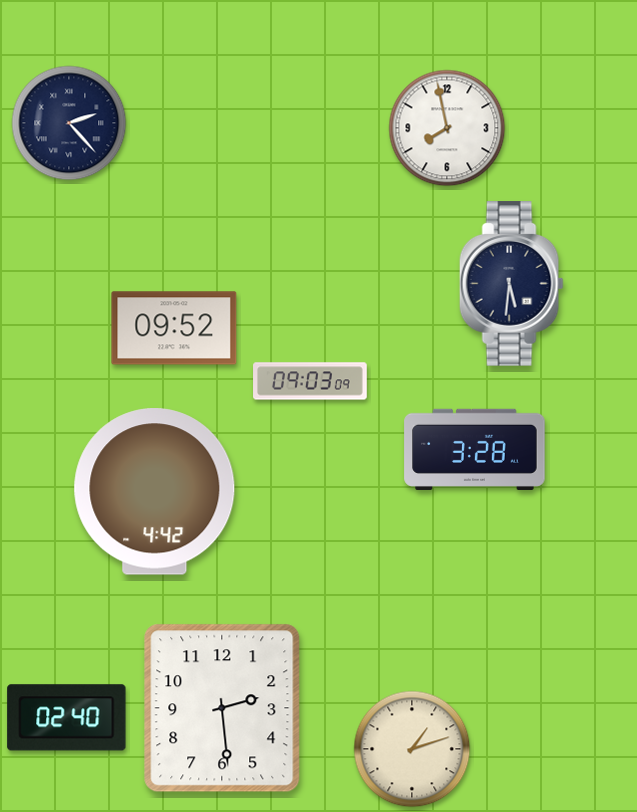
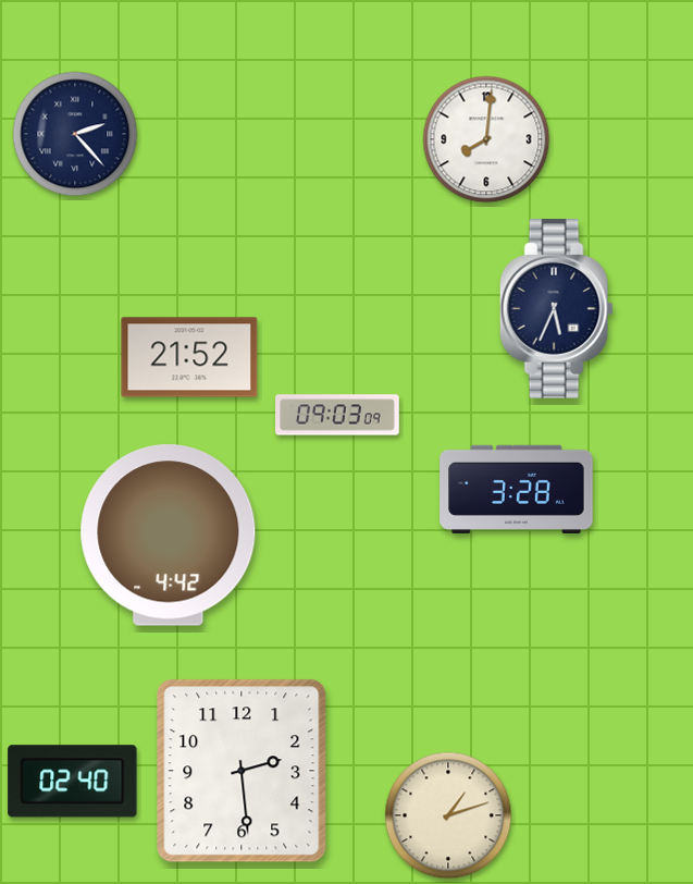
clock at (447, 128): 7:58 -> 8:01
clock at (511, 284): 5:31 -> 5:34
clock at (174, 328): 09:52 -> 21:52
